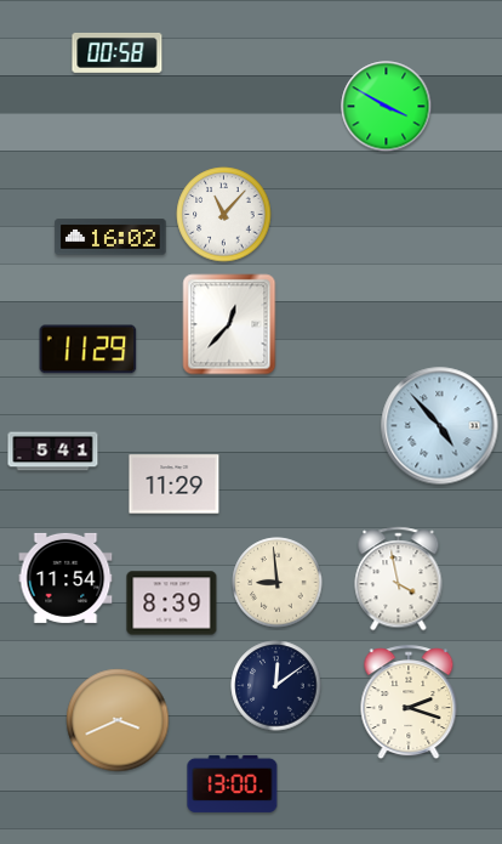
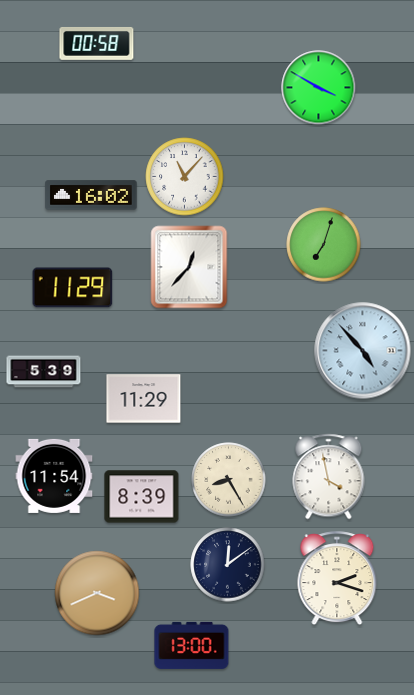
clock at (324, 245): none -> 7:03
clock at (53, 452): 5:41 -> 5:39
clock at (278, 583): 8:59 -> 8:25
